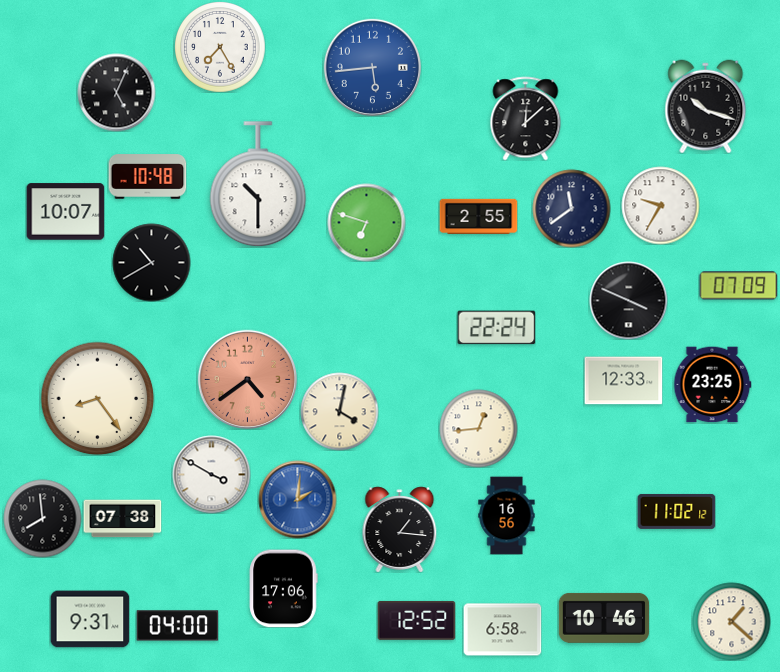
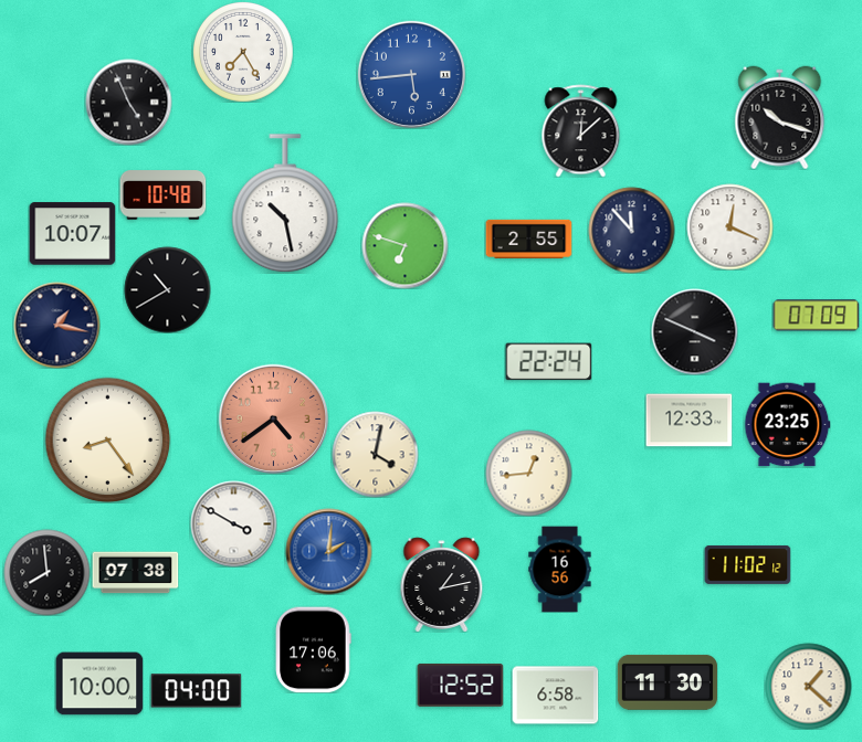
clock at (116, 92): 5:04 -> 4:56
clock at (258, 184): 10:30 -> 10:28
clock at (660, 205): 9:35 -> 12:19
clock at (571, 208): 11:39 -> 11:53
clock at (56, 325): none -> 1:17
clock at (400, 529): 1:16 -> 1:13
clock at (604, 618): 10:46 -> 11:30
clock at (90, 619): 9:31 -> 10:00
